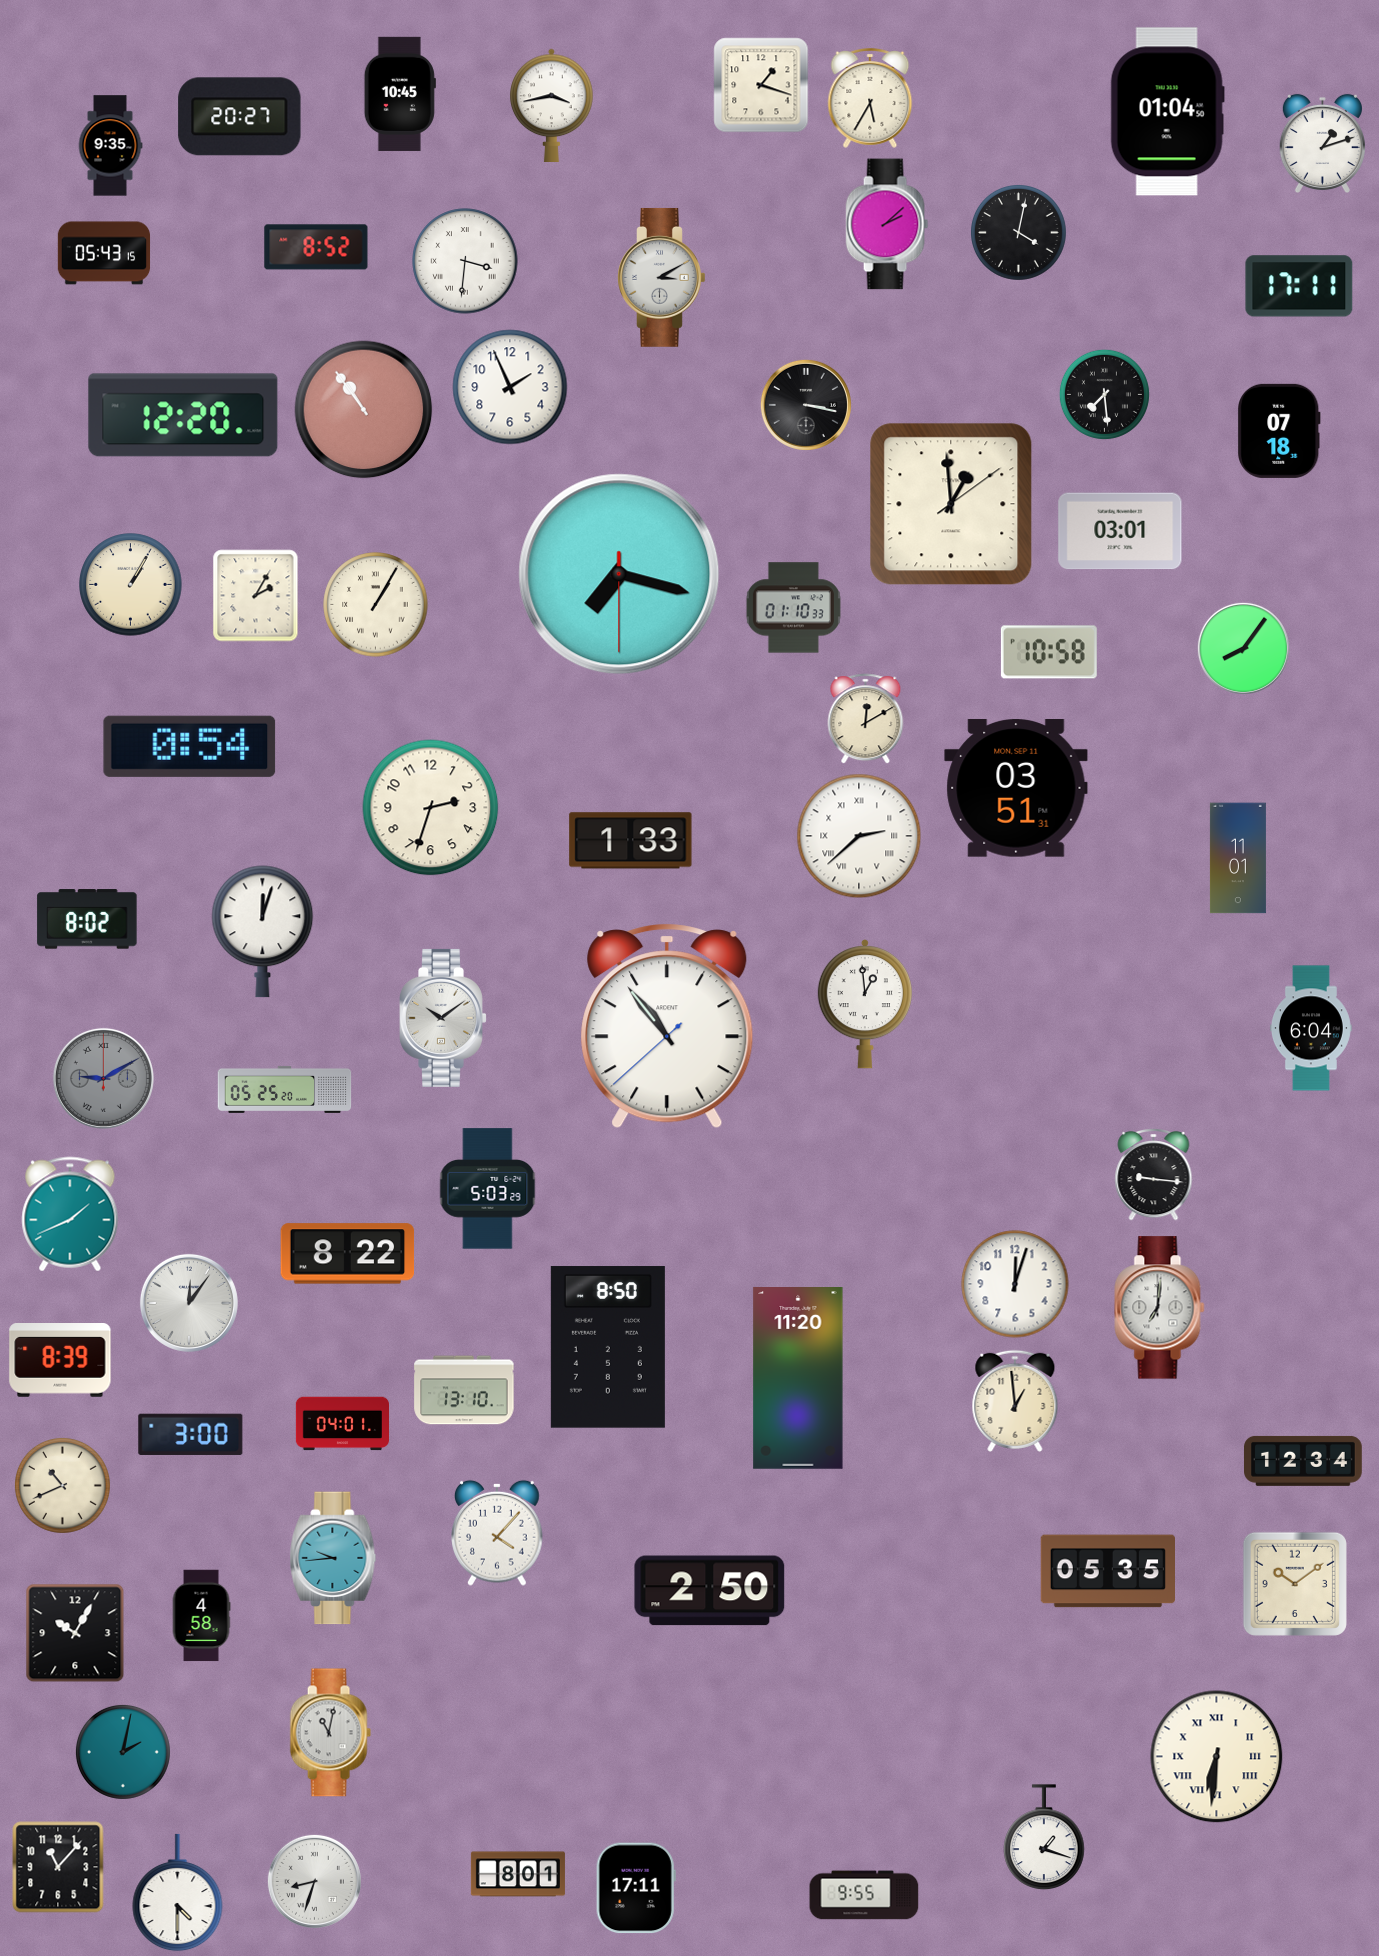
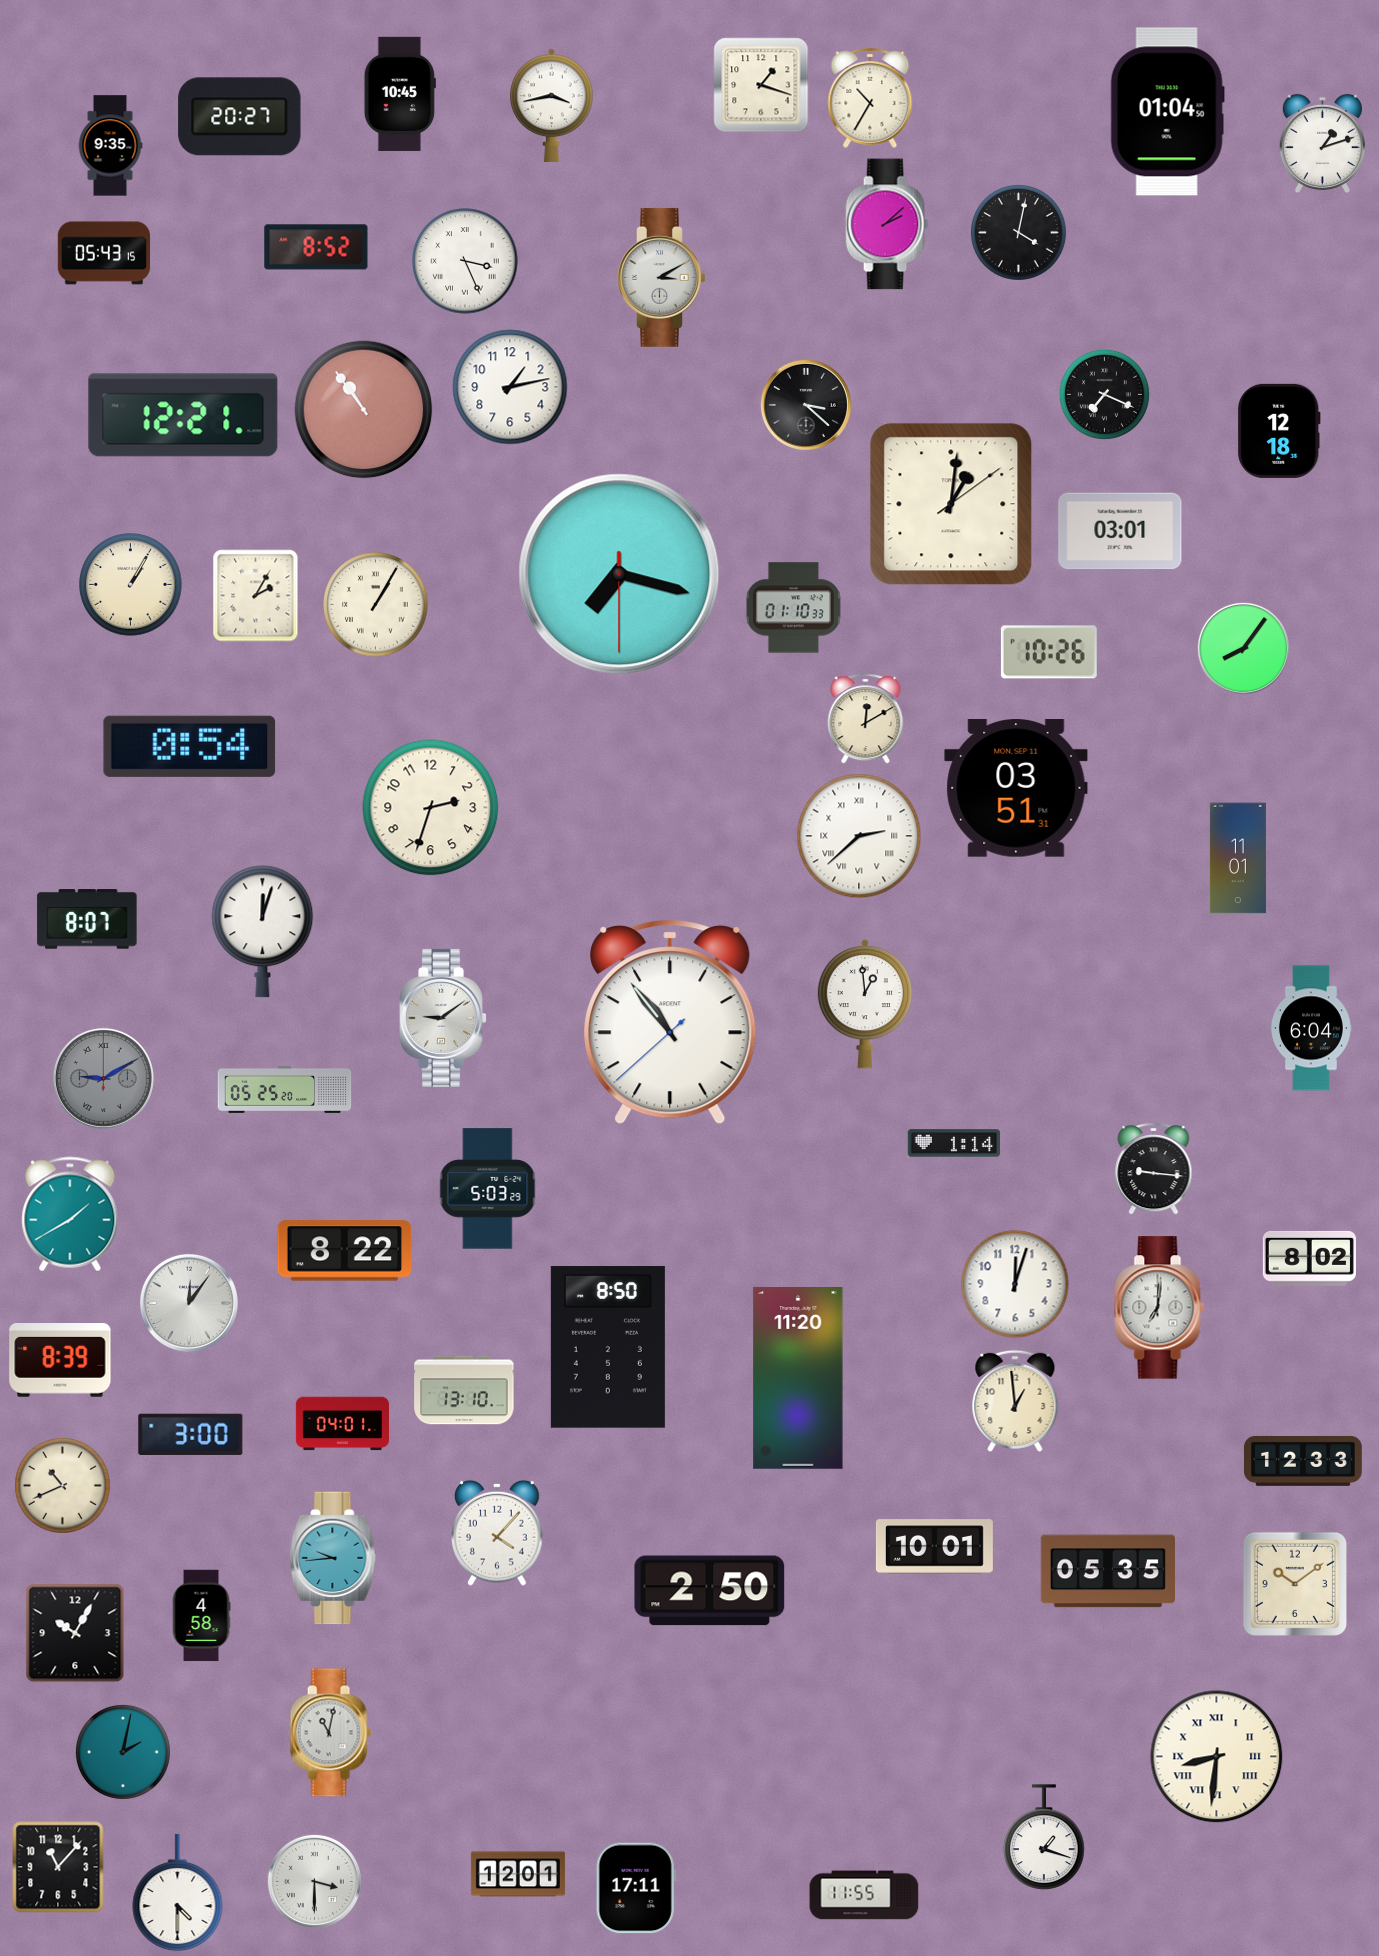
clock at (870, 99): 5:35 -> 10:35
clock at (465, 261): 3:31 -> 3:26
clock at (1299, 286): 17:11 -> none
clock at (510, 387): 1:56 -> 1:13
clock at (1104, 394): 7:29 -> 7:19
clock at (806, 405): 3:17 -> 3:22
clock at (183, 415): 12:20 -> 12:21
clock at (1280, 431): 07:18 -> 12:18
clock at (951, 504): 12:59 -> 1:01
clock at (1049, 652): 10:58 -> 10:26
clock at (631, 841): 1:33 -> none
clock at (87, 919): 8:02 -> 8:07
clock at (444, 1018): 10:09 -> 9:09
clock at (667, 1026) position: (667, 1026) -> (670, 1022)
clock at (954, 1143): none -> 1:14
clock at (1154, 1175) position: (1154, 1175) -> (1154, 1169)
clock at (70, 1214): 1:41 -> 1:40
clock at (348, 1254) position: (348, 1254) -> (345, 1251)
clock at (1309, 1258): none -> 8:02
clock at (1304, 1461): 12:34 -> 12:33
clock at (934, 1547): none -> 10:01
clock at (1217, 1757): 6:31 -> 8:31
clock at (518, 1874): 8:01 -> 12:01
clock at (314, 1881): 8:33 -> 3:30
clock at (864, 1895): 9:55 -> 11:55
